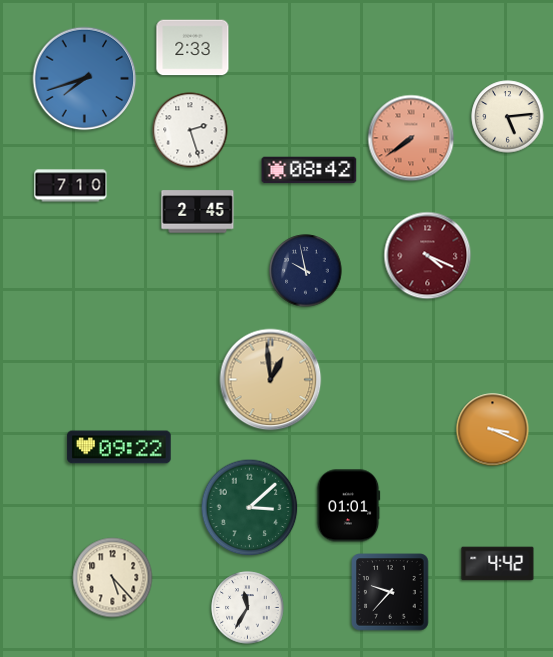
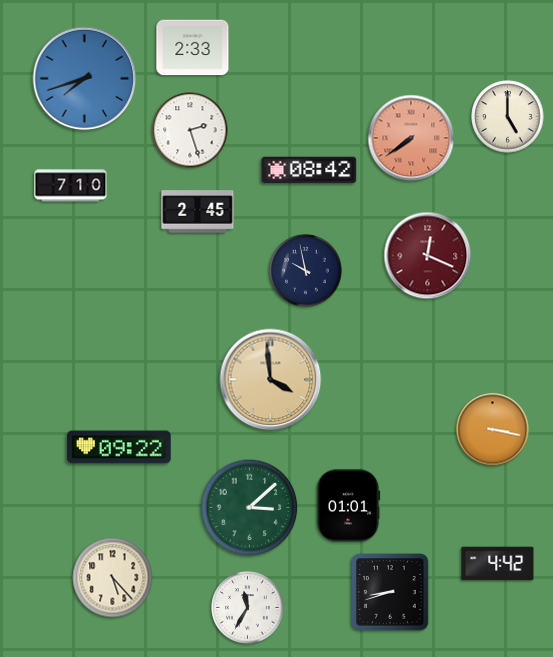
clock at (508, 117): 5:14 -> 5:00
clock at (428, 256): 4:19 -> 12:19
clock at (271, 380): 12:59 -> 3:59
clock at (493, 430): 3:19 -> 3:17
clock at (390, 592): 9:37 -> 8:42
